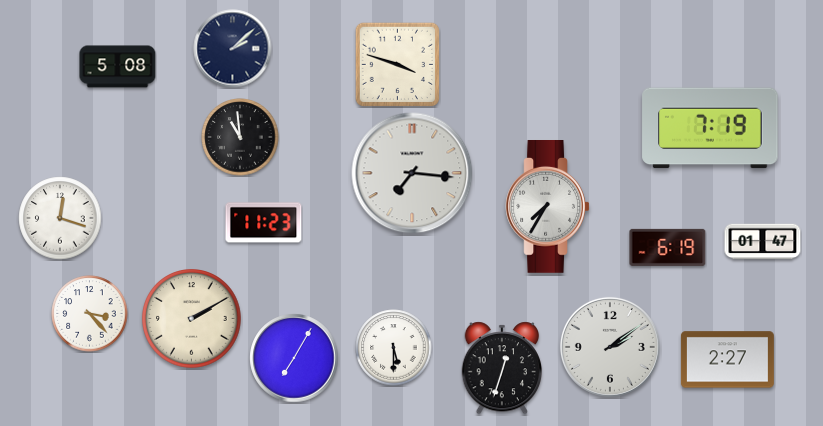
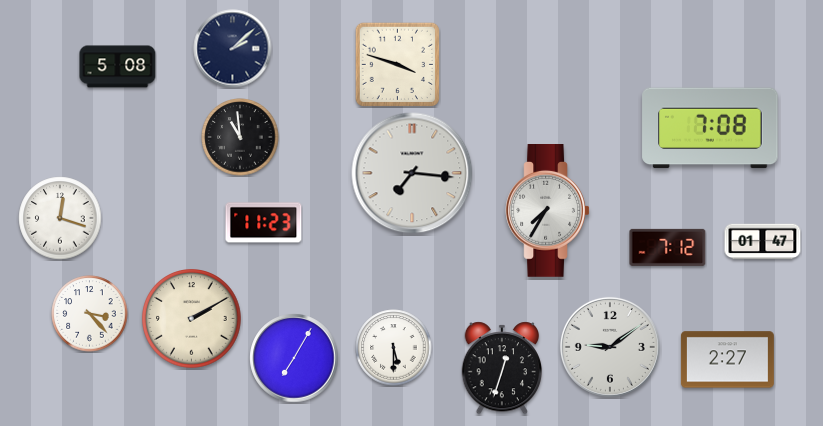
clock at (710, 128): 7:19 -> 7:08
clock at (548, 207) position: (548, 207) -> (548, 211)
clock at (668, 247): 6:19 -> 7:12
clock at (610, 347): 2:09 -> 9:09
